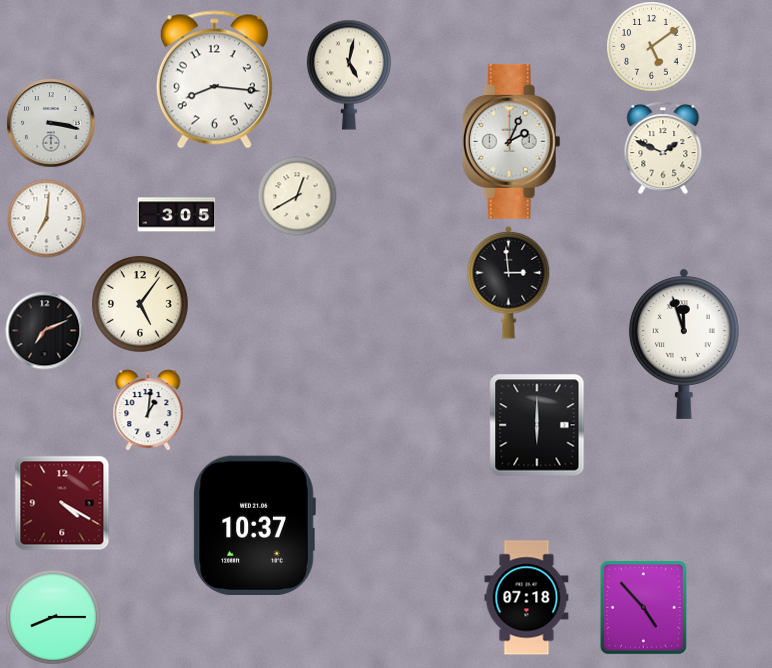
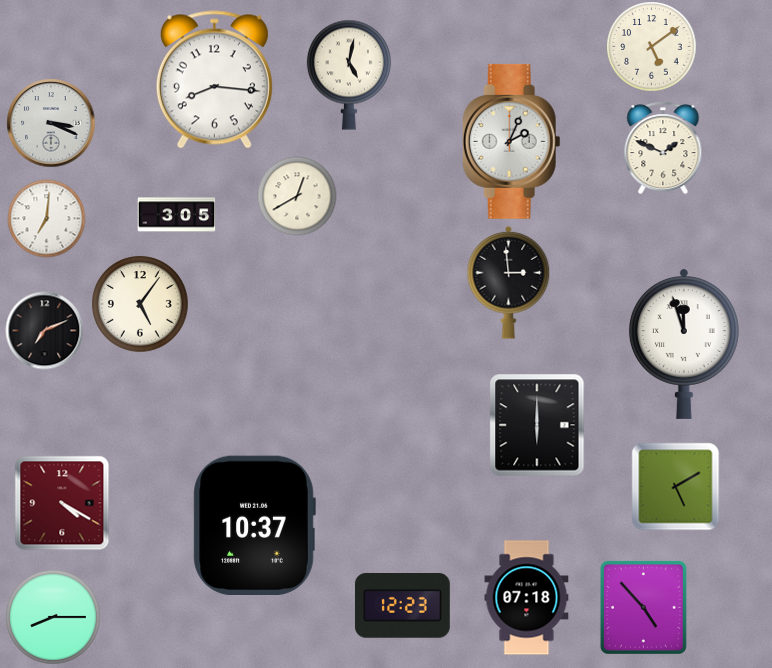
clock at (51, 123): 3:17 -> 3:19
clock at (148, 410): 1:01 -> none
clock at (675, 486): none -> 5:10
clock at (402, 606): none -> 12:23
